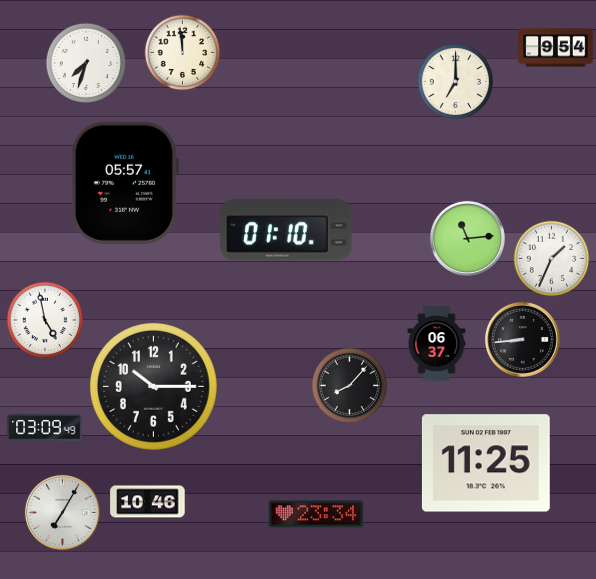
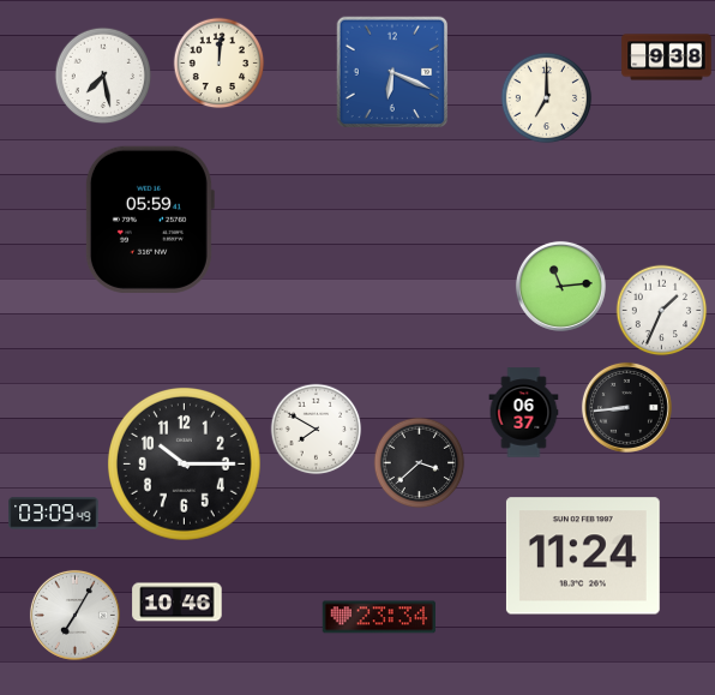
clock at (556, 48): 9:54 -> 9:38
clock at (183, 53): 11:59 -> 12:01
clock at (392, 72): none -> 6:19
clock at (86, 63): 7:33 -> 7:28
clock at (124, 183): 05:57 -> 05:59
clock at (286, 230): 01:10 -> none
clock at (45, 320): 4:58 -> none
clock at (317, 430): none -> 7:50
clock at (350, 386): 8:07 -> 3:38
clock at (486, 463): 11:25 -> 11:24
